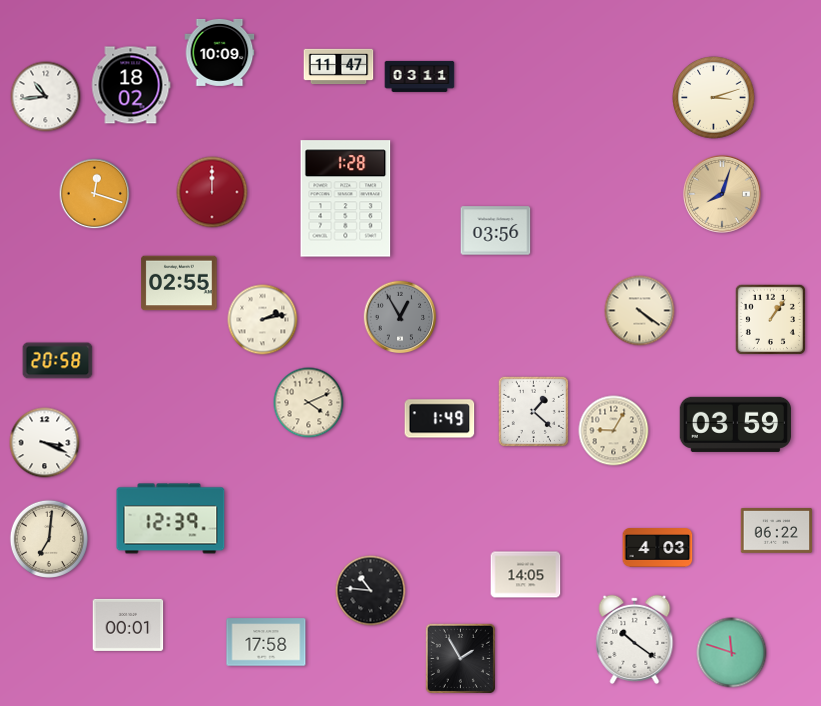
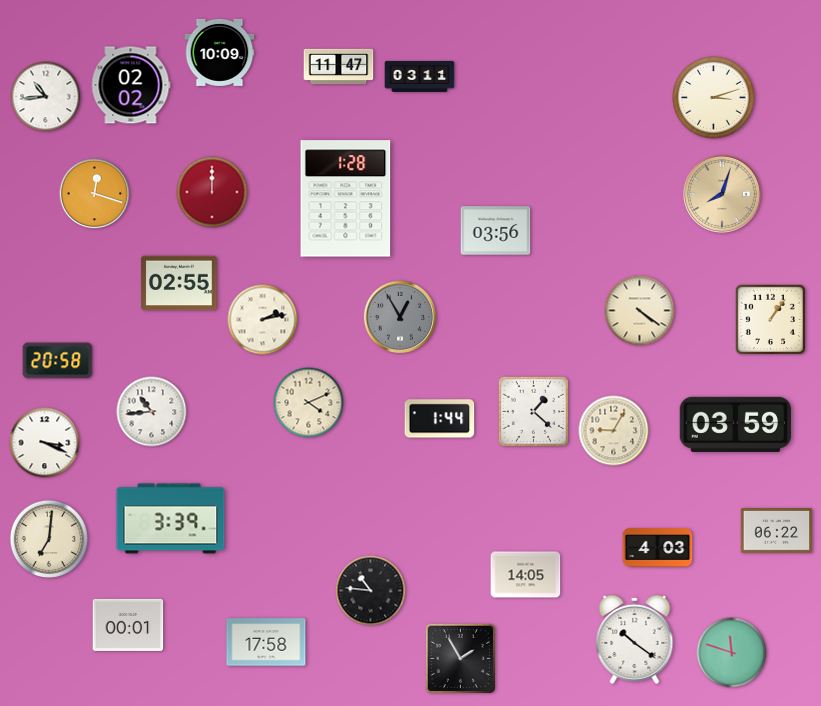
clock at (131, 85): 18:02 -> 02:02
clock at (152, 412): none -> 10:44
clock at (440, 419): 1:49 -> 1:44
clock at (171, 519): 12:39 -> 3:39
